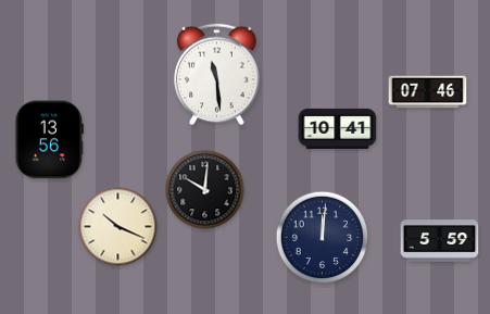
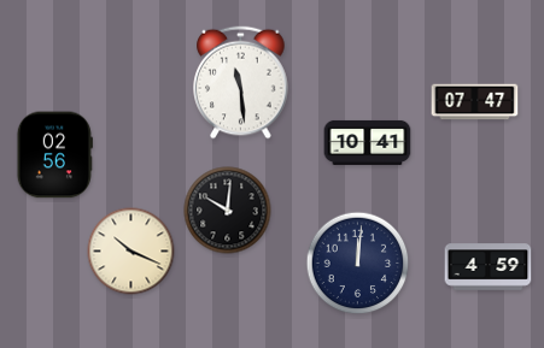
clock at (428, 92): 07:46 -> 07:47
clock at (338, 128) position: (338, 128) -> (368, 142)
clock at (49, 140): 13:56 -> 02:56
clock at (440, 241): 5:59 -> 4:59
